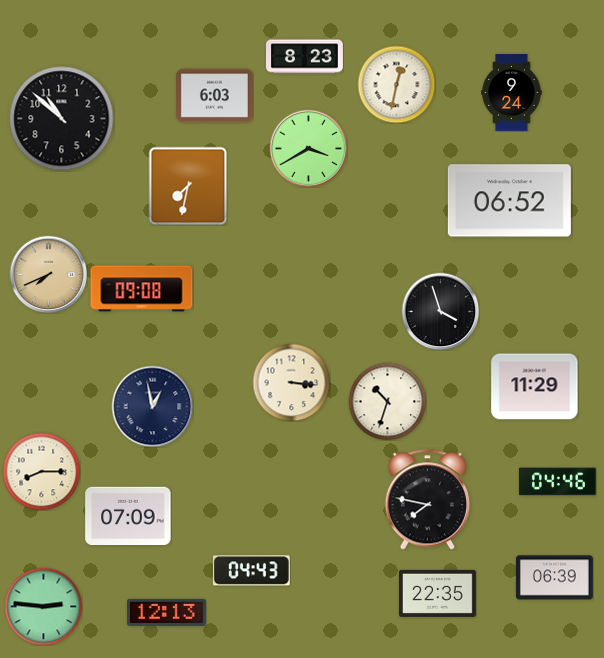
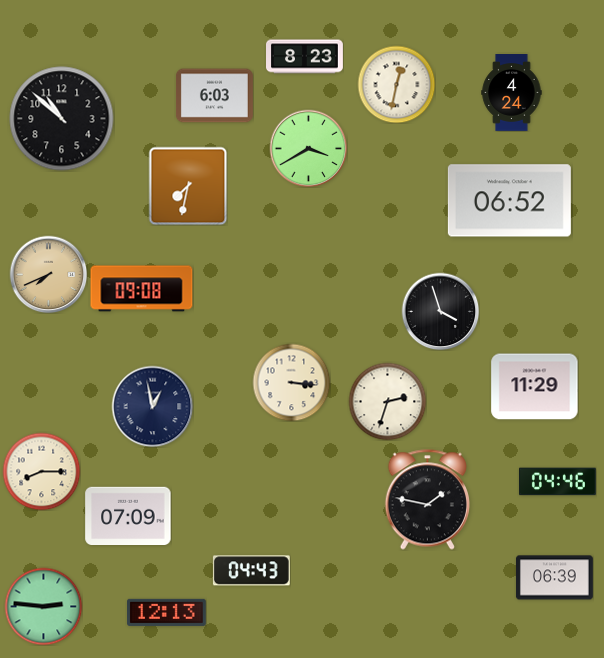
clock at (512, 93): 9:24 -> 4:24
clock at (387, 401): 10:33 -> 2:33
clock at (427, 500): 7:47 -> 1:47
clock at (437, 593): 22:35 -> none
